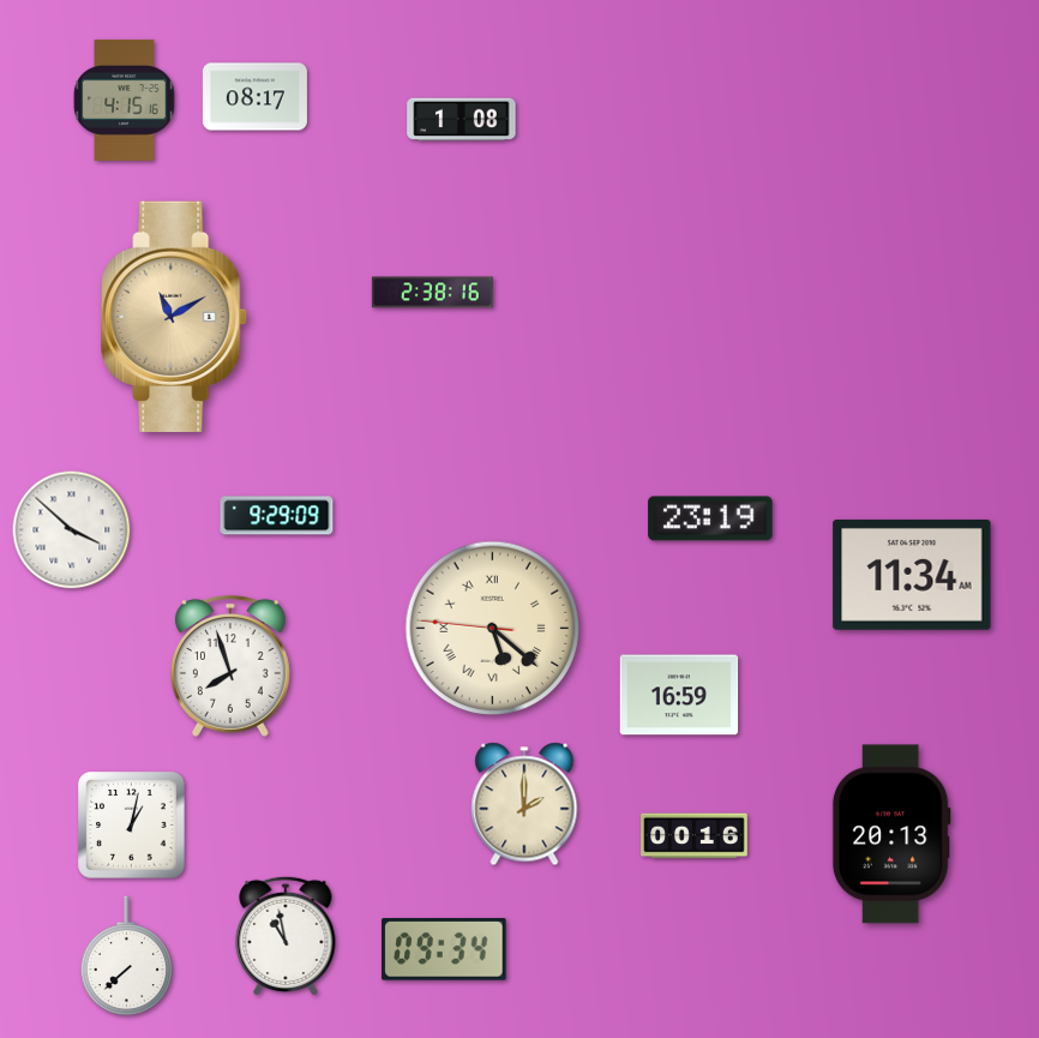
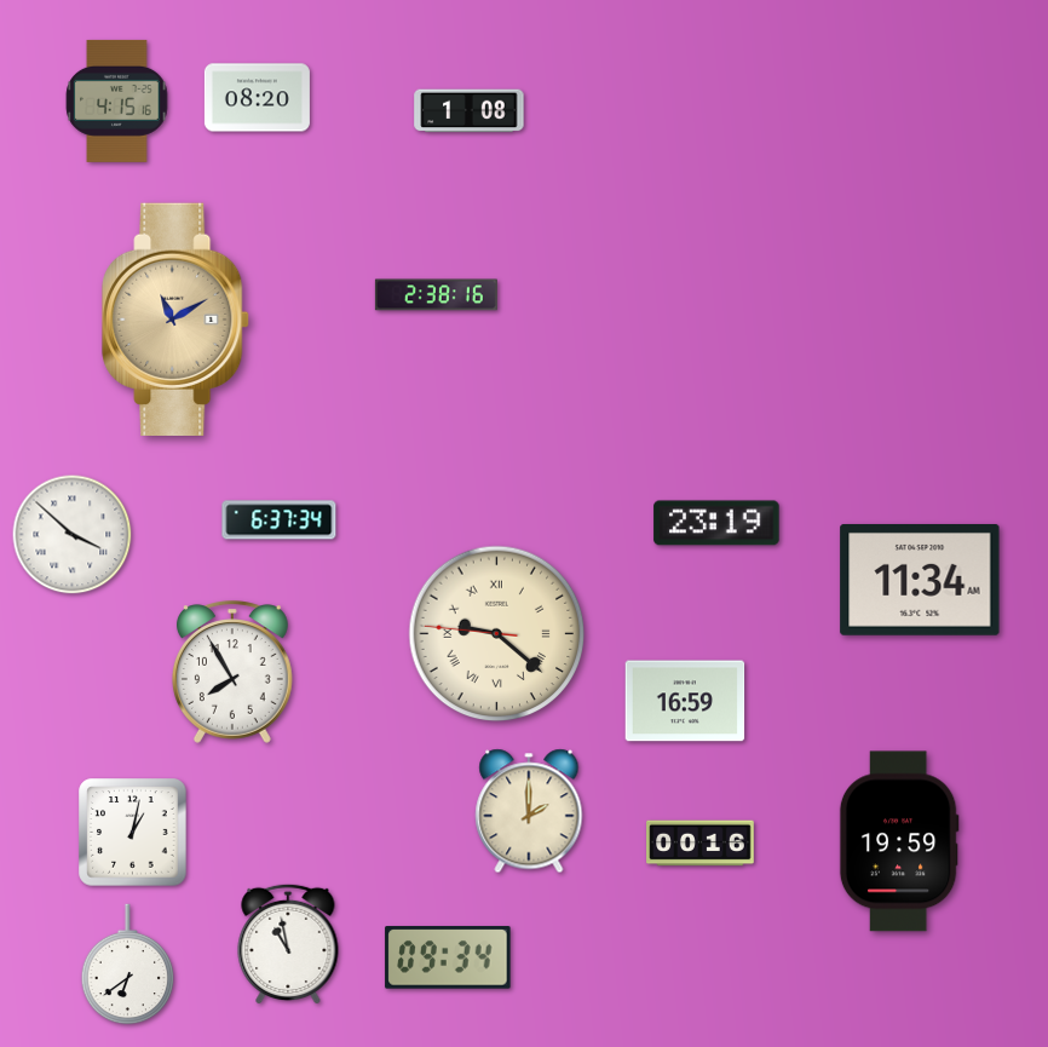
clock at (254, 97): 08:17 -> 08:20
clock at (125, 100) position: (125, 100) -> (117, 100)
clock at (462, 120) position: (462, 120) -> (470, 111)
clock at (277, 516): 9:29 -> 6:37
clock at (493, 629): 5:21 -> 9:21
clock at (230, 666): 7:57 -> 7:55
clock at (891, 834): 20:13 -> 19:59
clock at (127, 956): 7:38 -> 6:39
